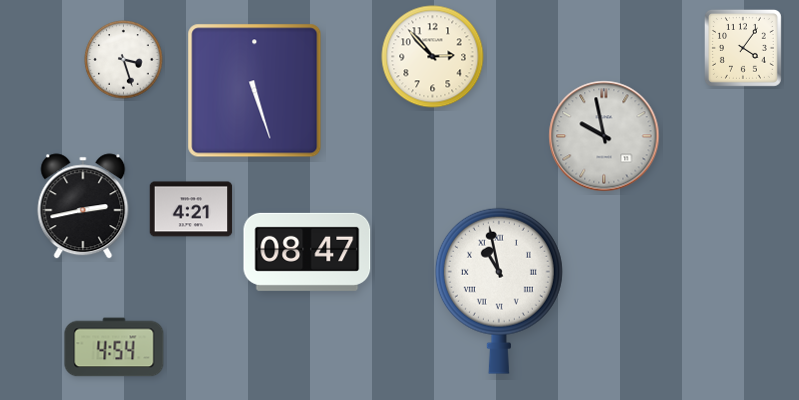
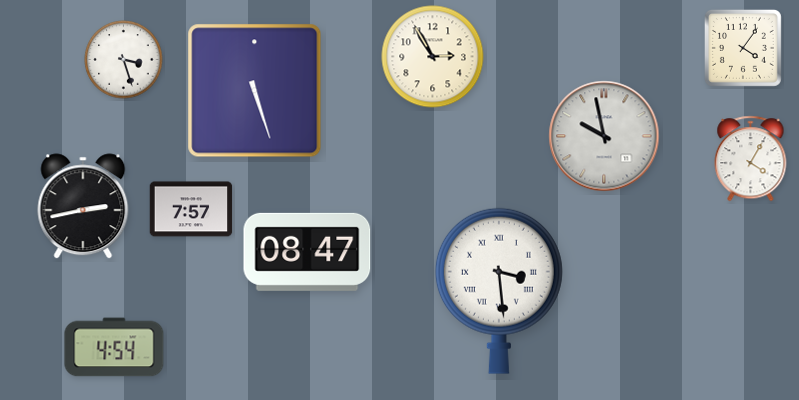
clock at (433, 57): 2:53 -> 2:55
clock at (751, 159): none -> 4:05
clock at (191, 209): 4:21 -> 7:57
clock at (499, 291): 10:58 -> 3:29
